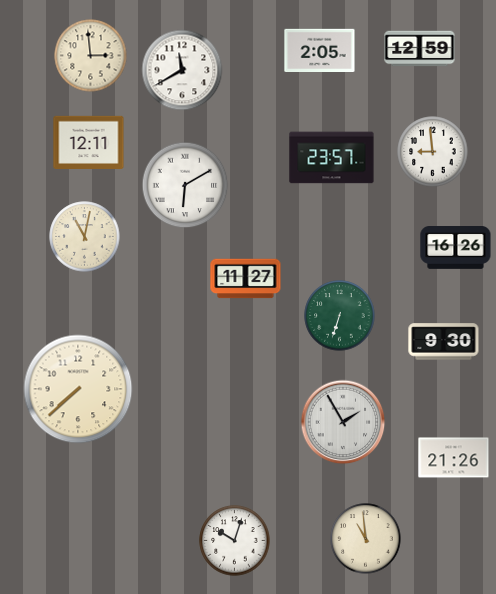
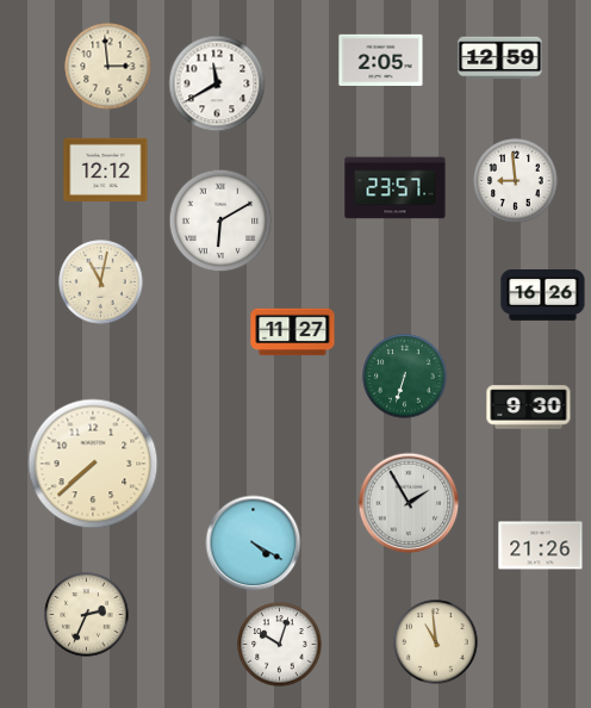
clock at (89, 142): 12:11 -> 12:12
clock at (254, 544): none -> 4:20
clock at (87, 615): none -> 2:34
